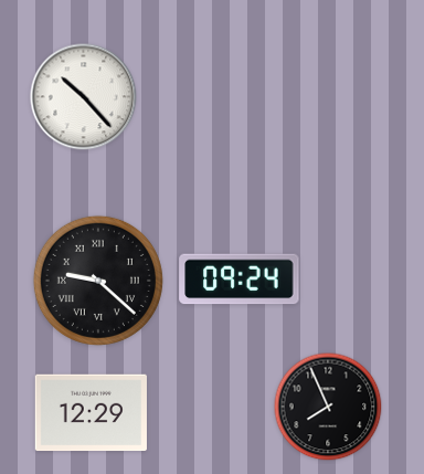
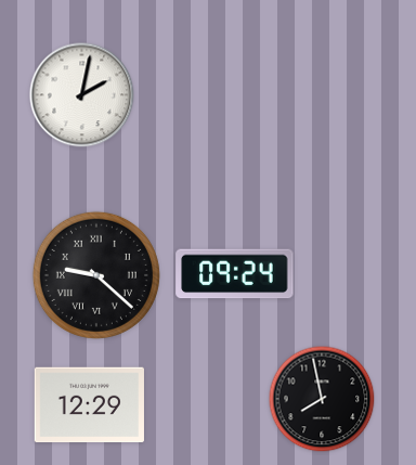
clock at (84, 97): 10:23 -> 2:02
clock at (328, 407): 7:56 -> 7:58
